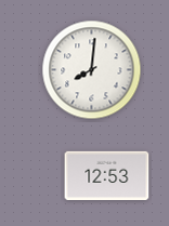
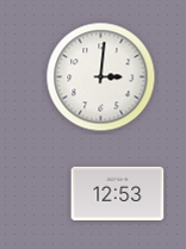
clock at (92, 70): 8:01 -> 3:01
